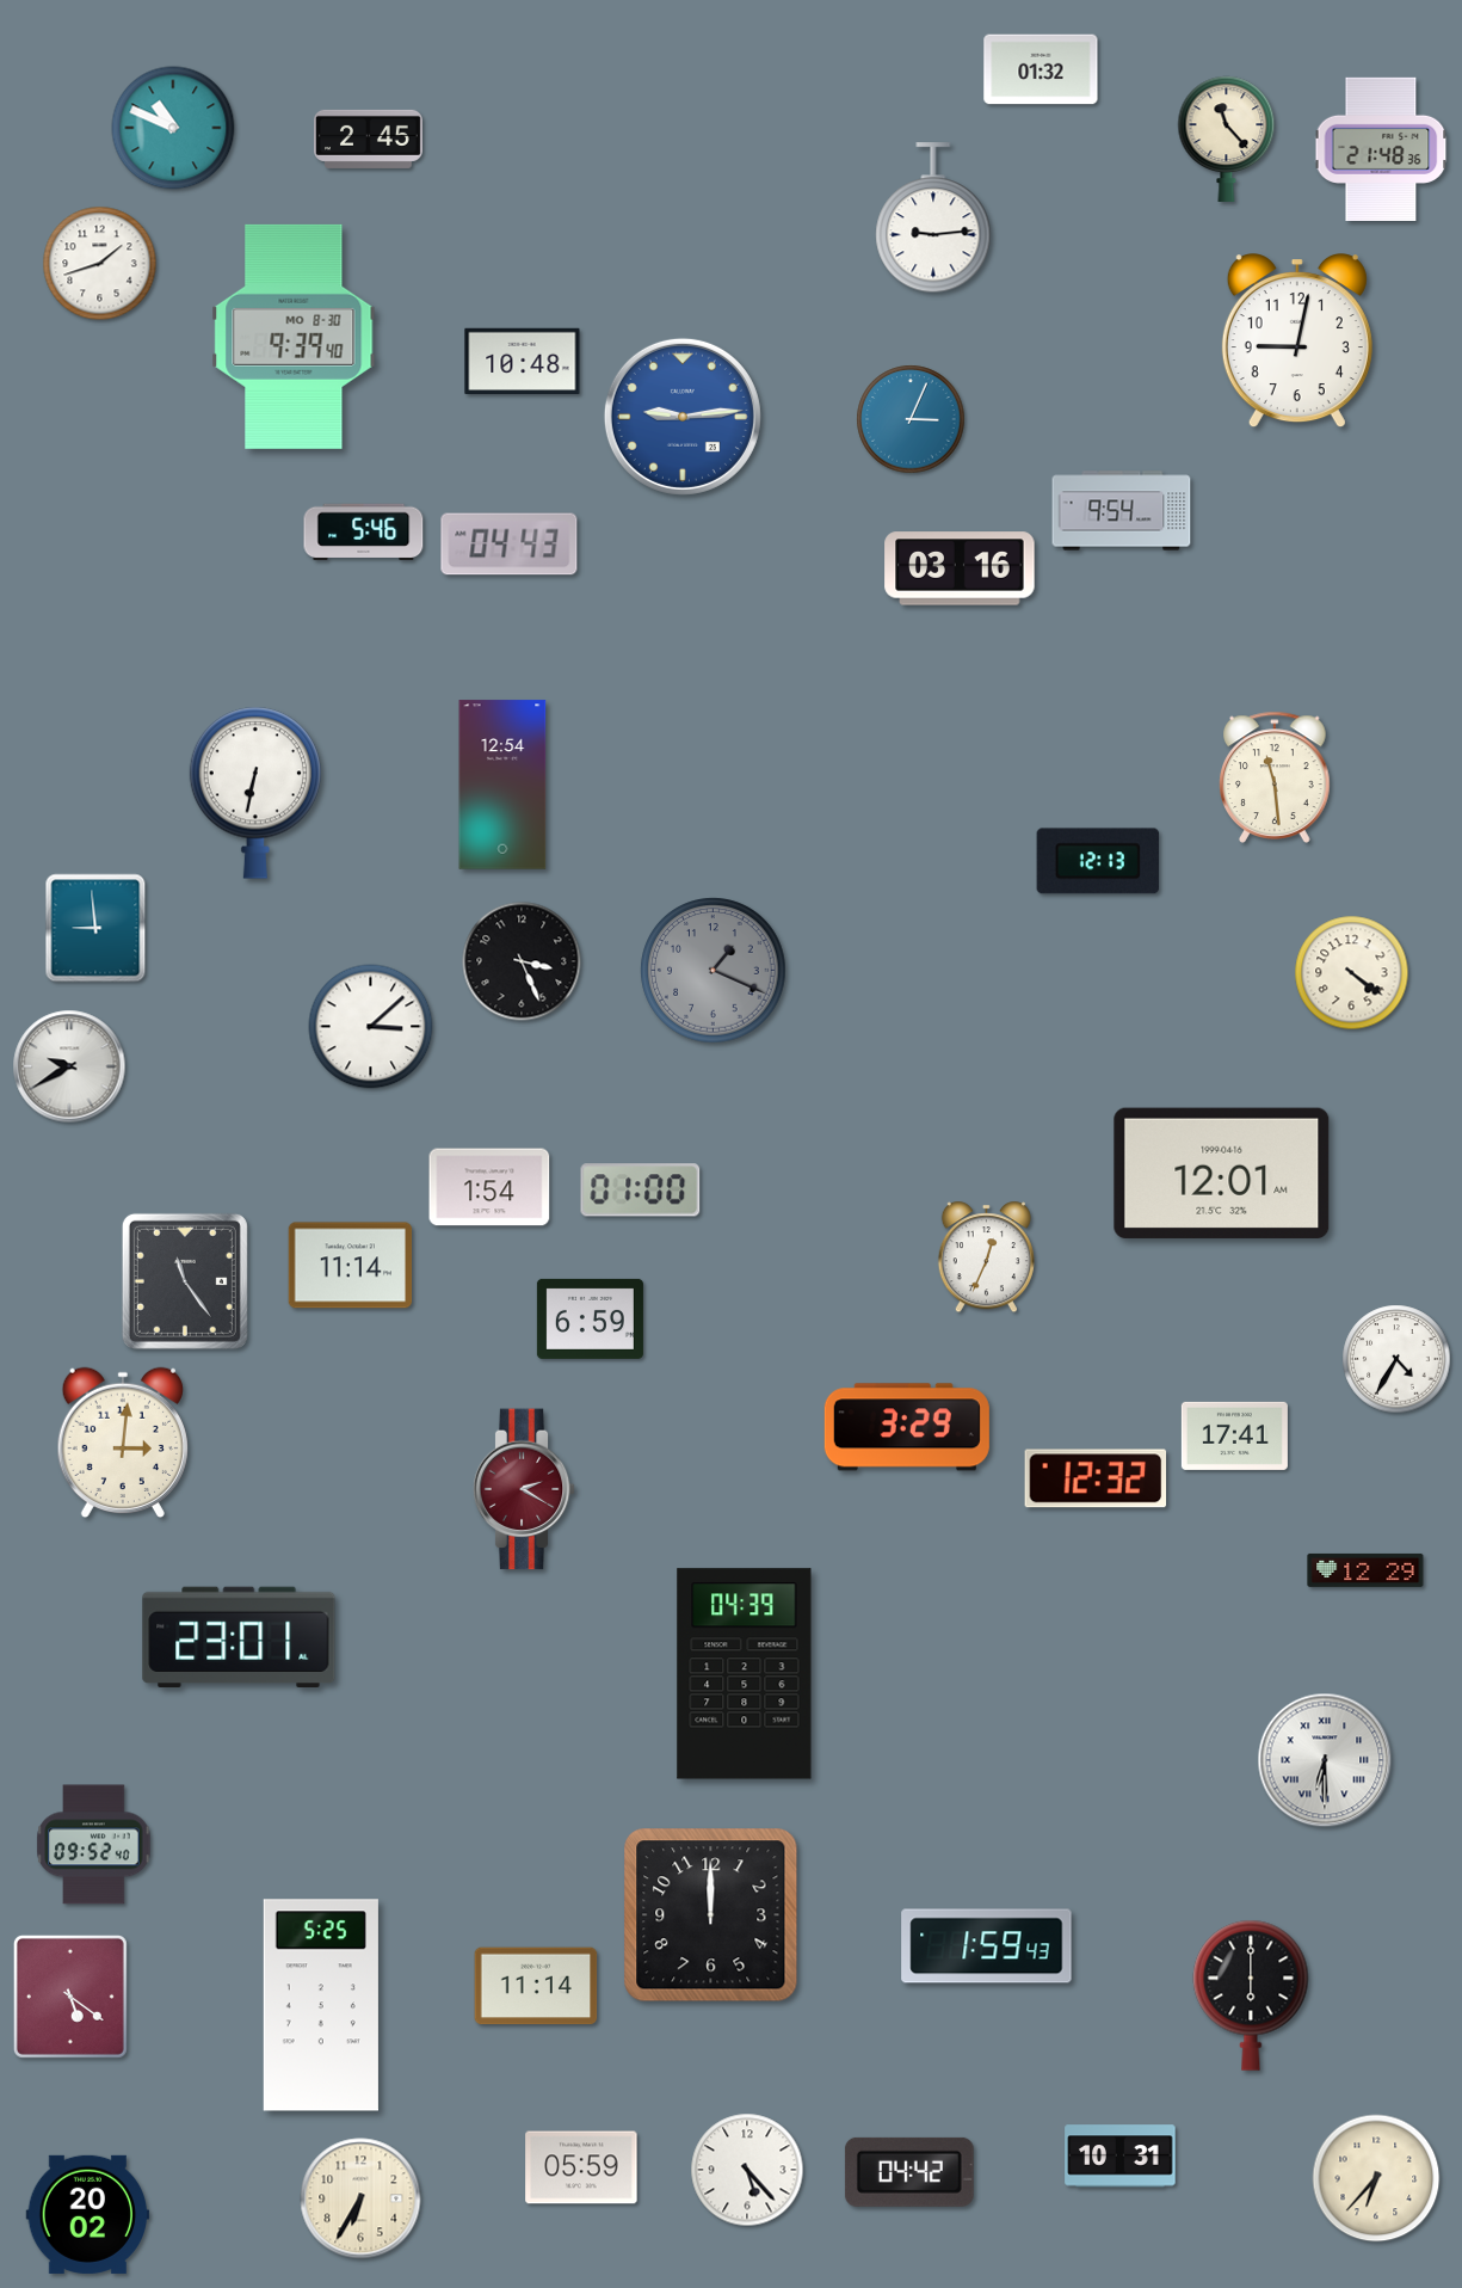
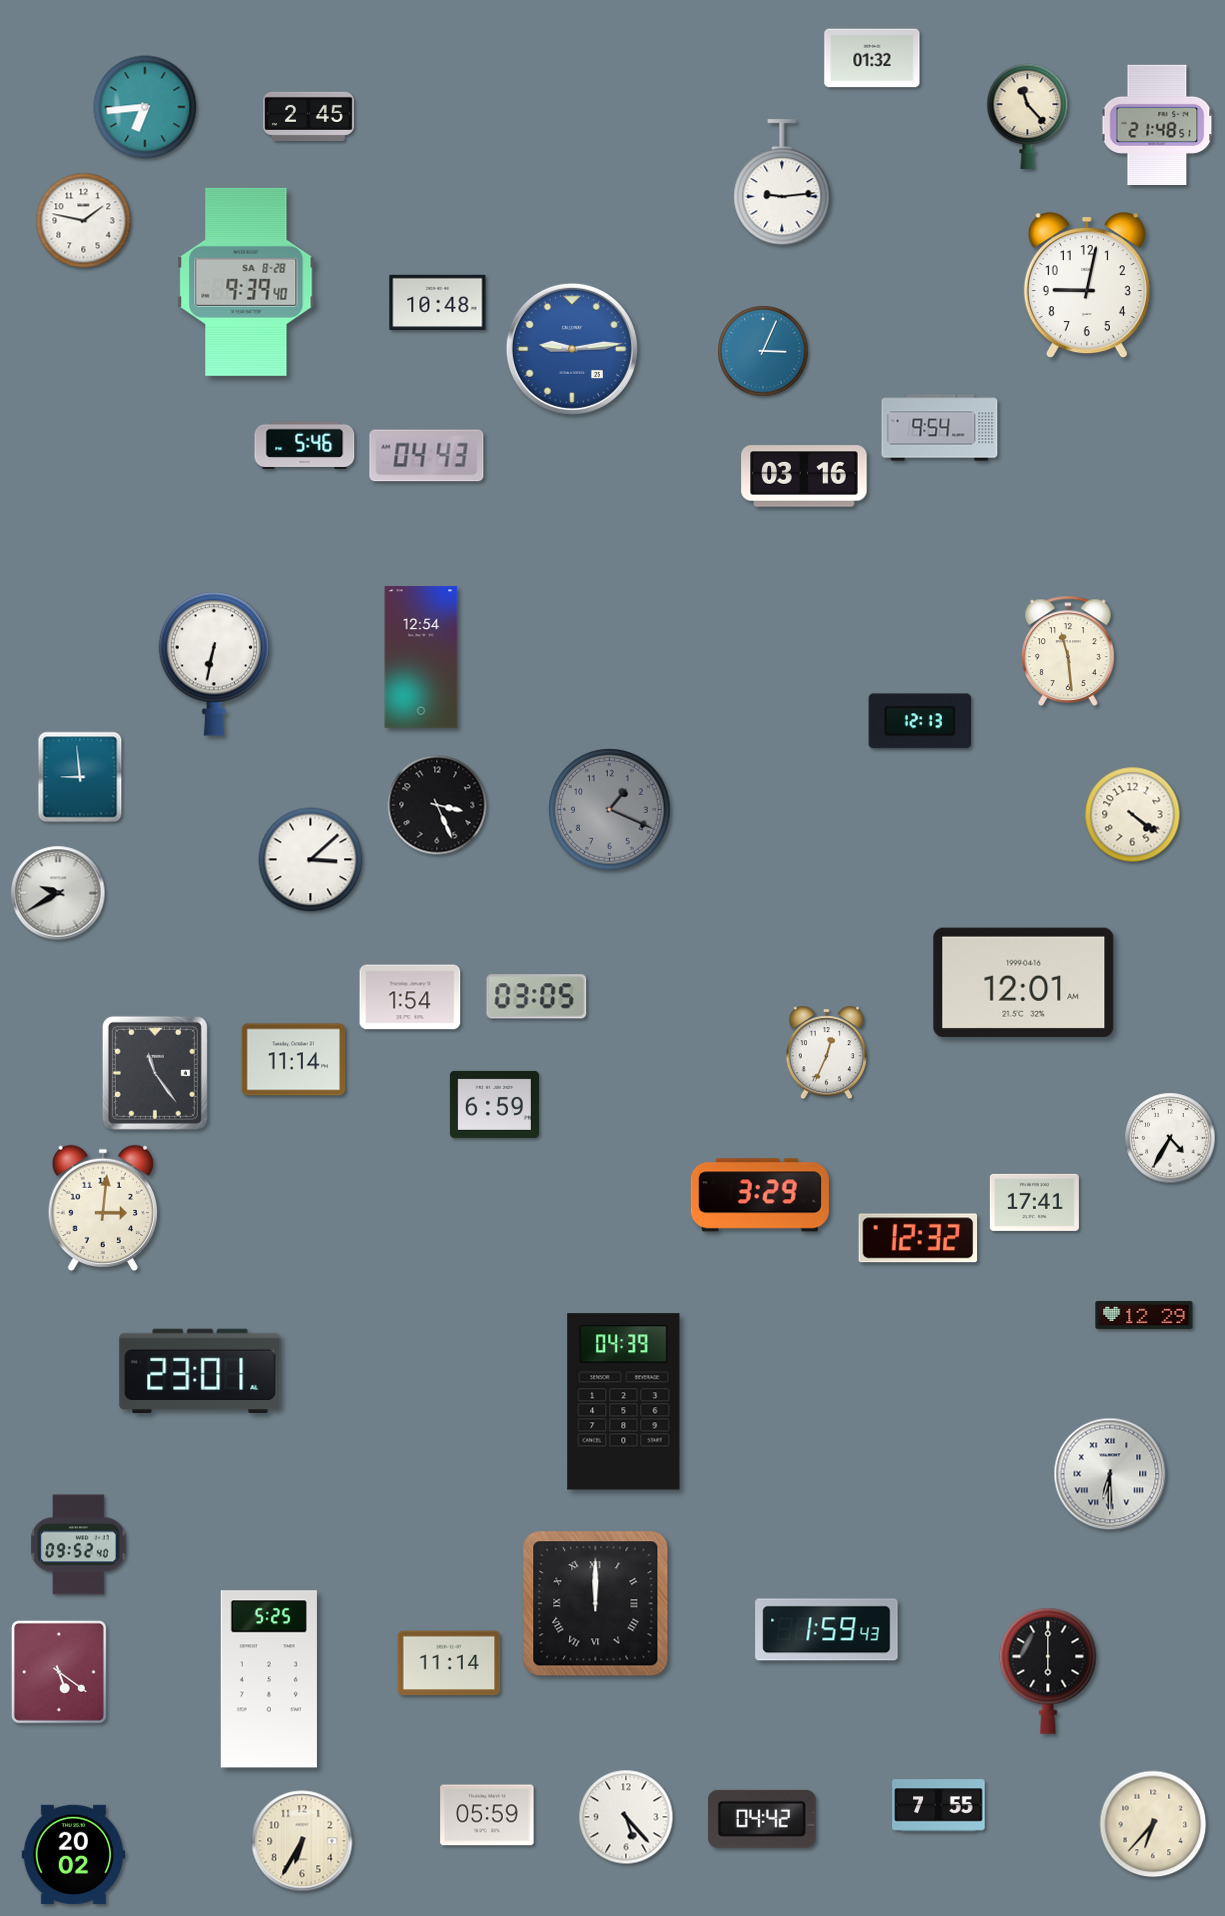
clock at (173, 128): 10:49 -> 6:44
clock at (1381, 148): 21:48:36 -> 21:48:51
clock at (100, 264): 1:42 -> 1:47
clock at (294, 337) date: MO 8-30 -> SA 8-28
clock at (714, 971) position: (714, 971) -> (610, 810)
clock at (489, 1187) position: (489, 1187) -> (410, 997)
clock at (641, 1191): 01:00 -> 03:05
clock at (524, 1489): 2:20 -> none
clock at (711, 1915) numerals: Arabic -> Roman
clock at (1121, 2157): 10:31 -> 7:55
